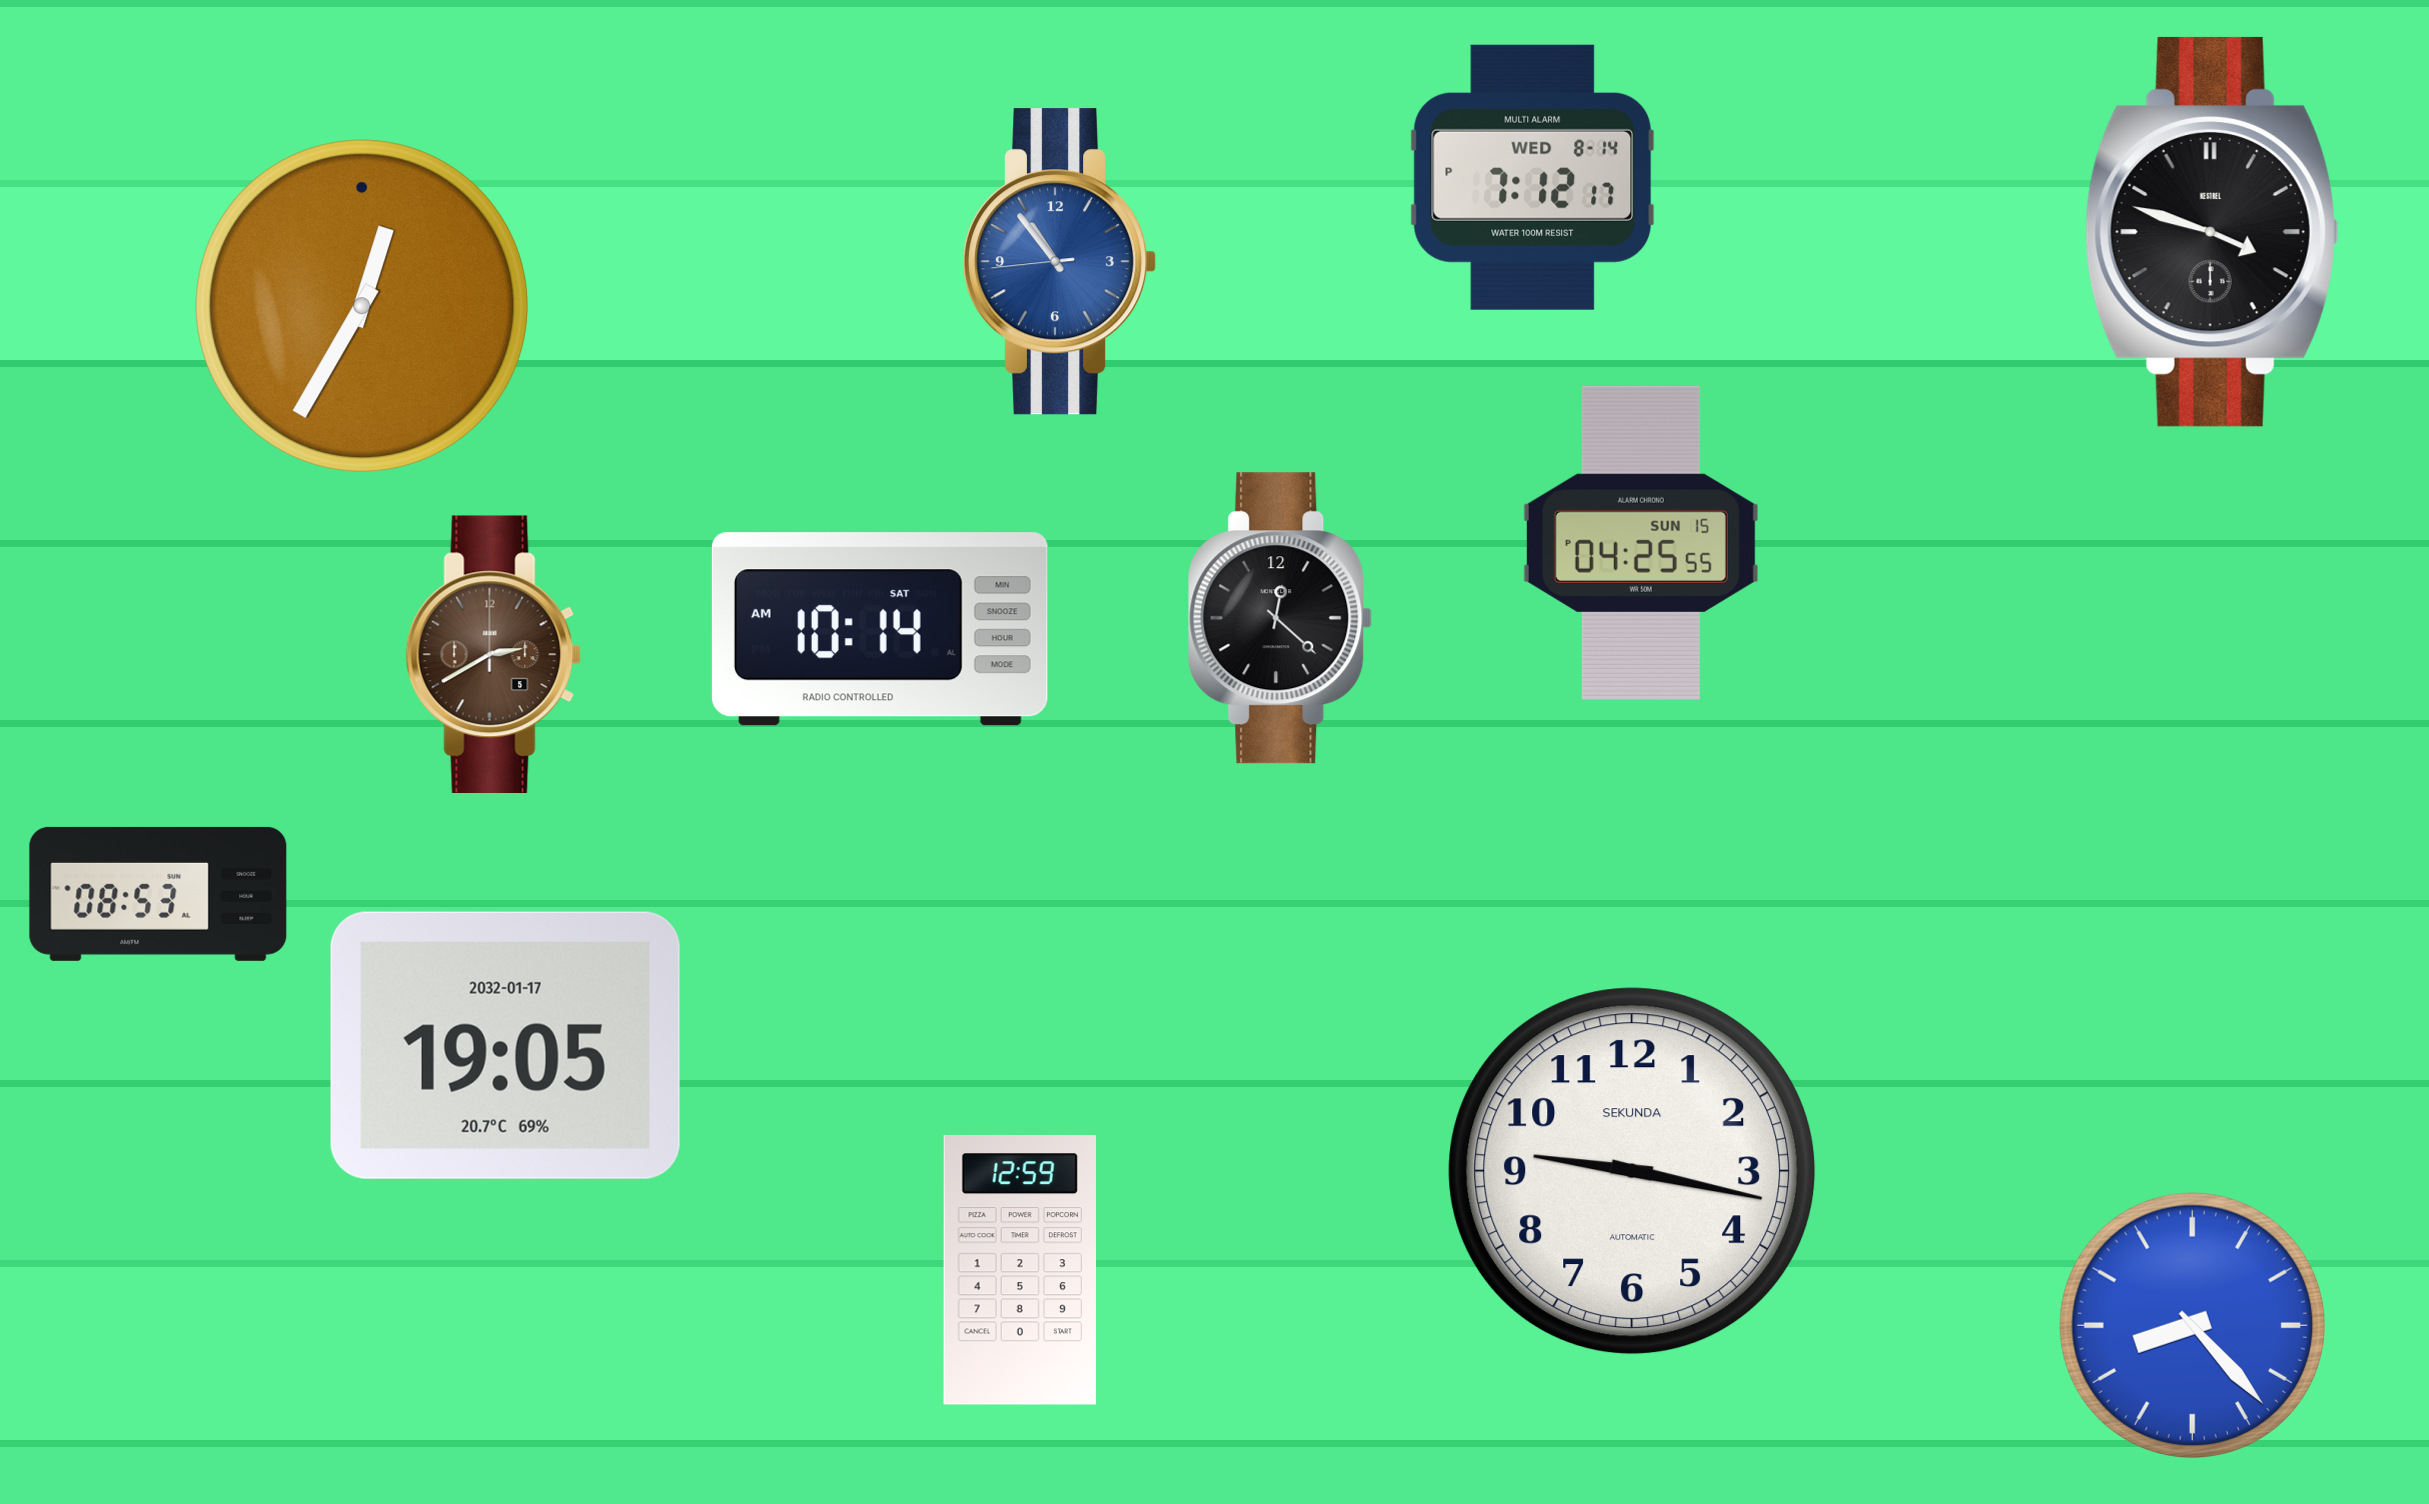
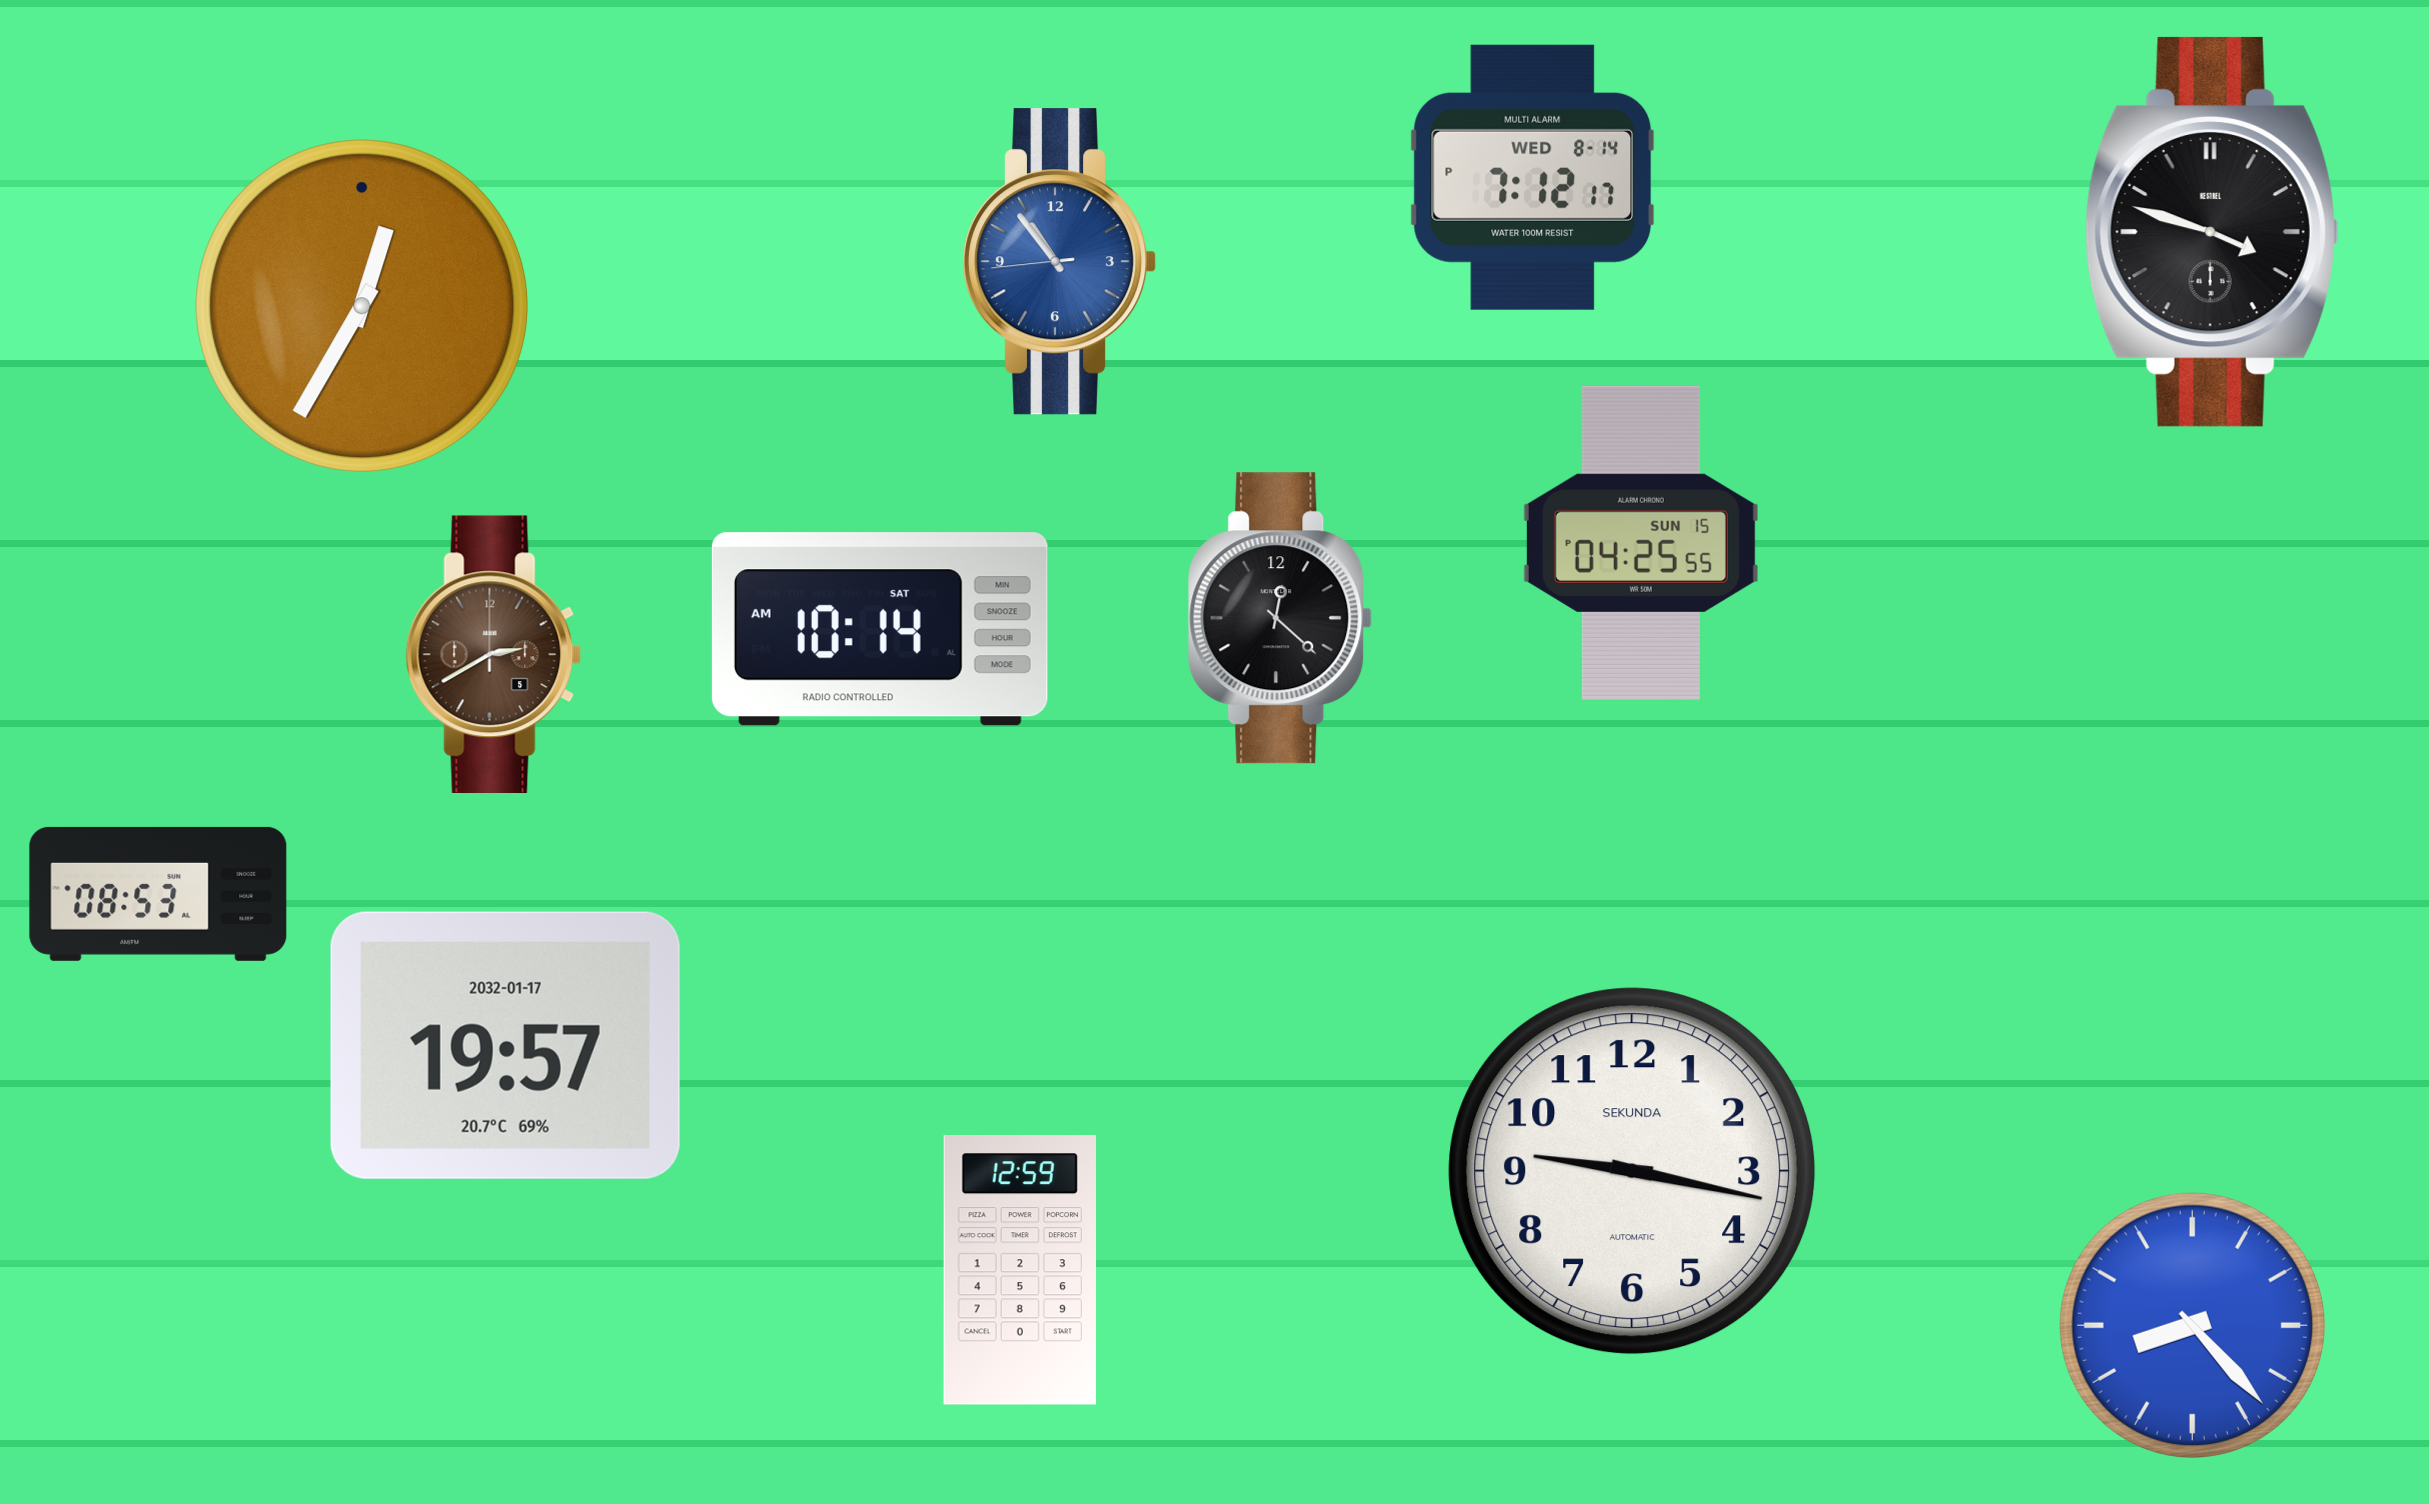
clock at (505, 1045): 19:05 -> 19:57
